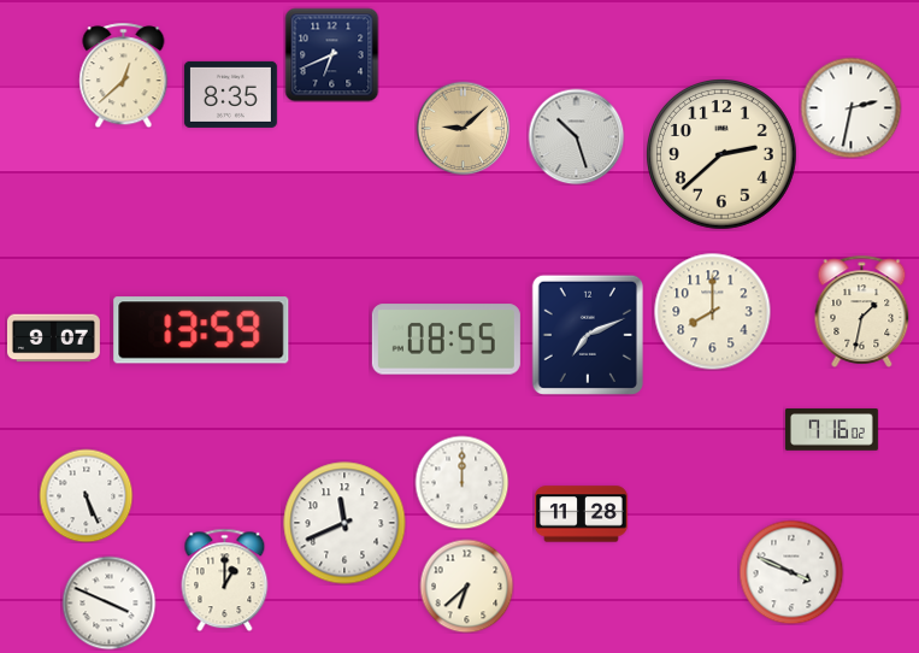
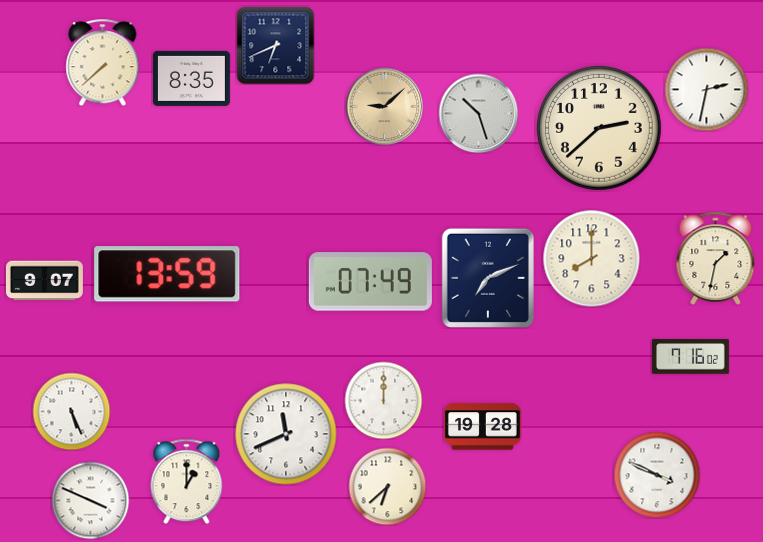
clock at (124, 75): 12:38 -> 7:38
clock at (446, 340): 08:55 -> 07:49
clock at (581, 514): 11:28 -> 19:28
